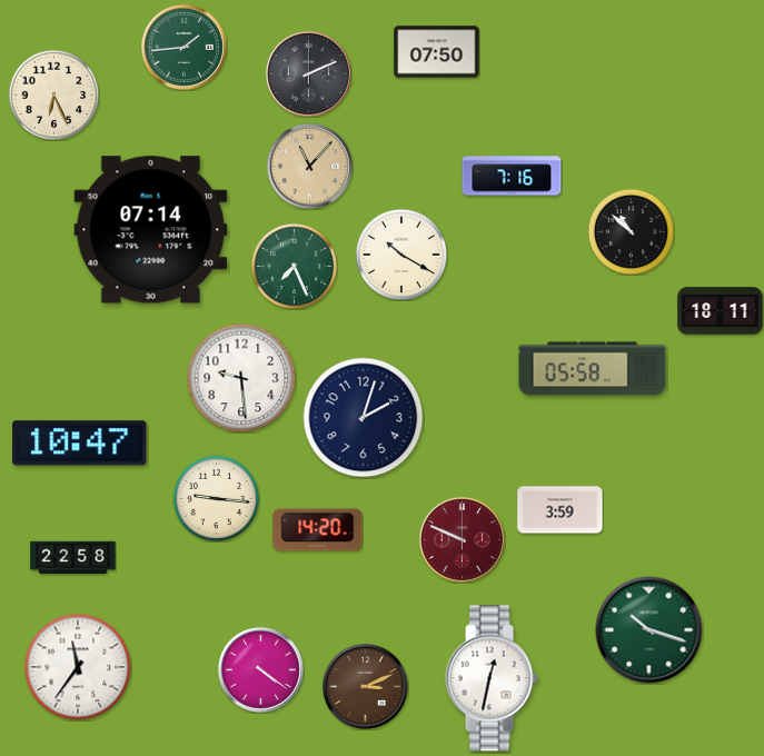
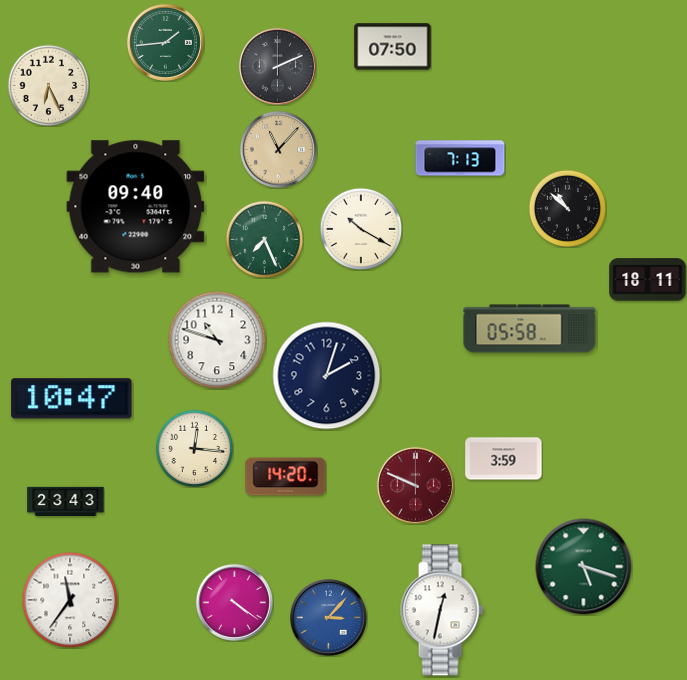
clock at (512, 176): 7:16 -> 7:13
clock at (151, 230): 07:14 -> 09:40
clock at (593, 369) position: (593, 369) -> (530, 329)
clock at (241, 378): 9:29 -> 10:48
clock at (216, 498): 9:16 -> 12:16
clock at (73, 557): 22:58 -> 23:43
clock at (649, 630): 10:18 -> 5:18
clock at (365, 686): 3:11 -> 3:07
clock at (365, 686) dial: brown -> blue
